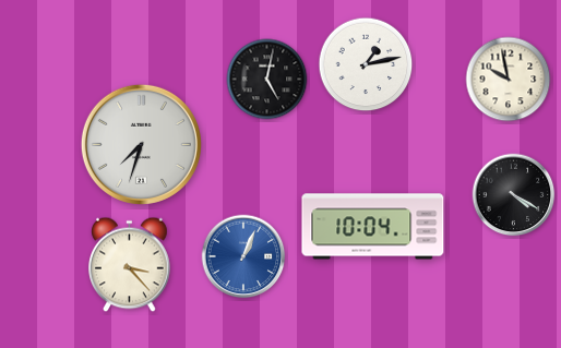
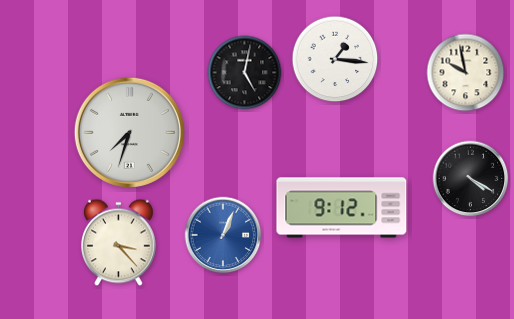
clock at (366, 64): 1:13 -> 1:16
clock at (373, 227): 10:04 -> 9:12
